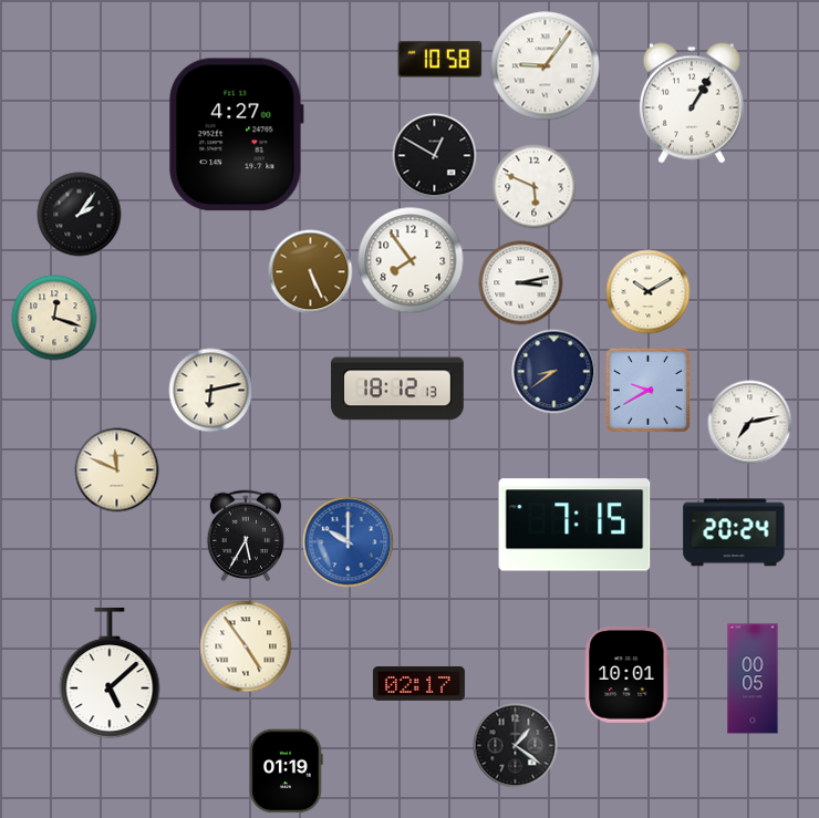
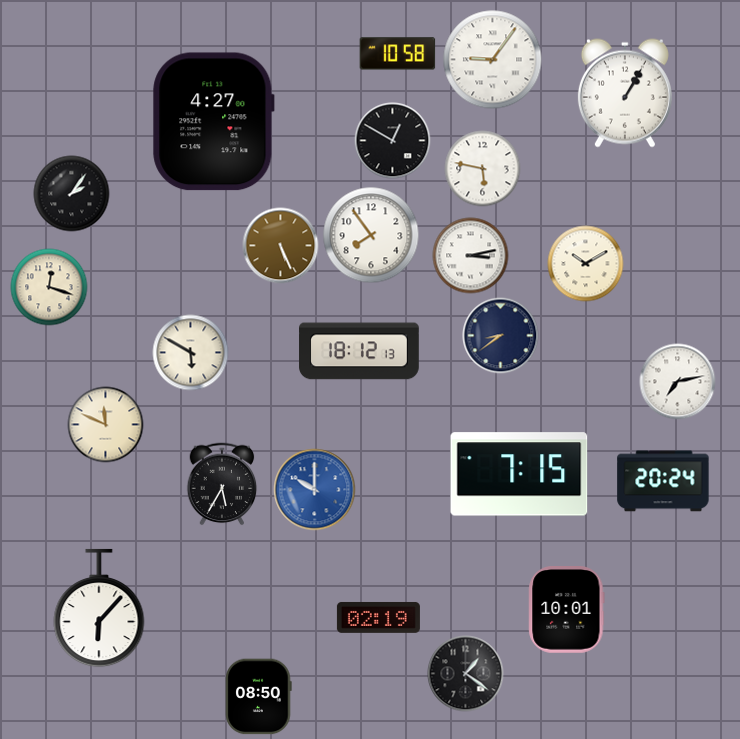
clock at (535, 187): 5:49 -> 5:47
clock at (647, 390): 9:40 -> none
clock at (211, 391): 6:13 -> 5:50
clock at (246, 646): 4:54 -> none
clock at (110, 673): 5:08 -> 6:07
clock at (753, 679): 00:05 -> none
clock at (418, 683): 02:17 -> 02:19
clock at (287, 772): 01:19 -> 08:50
